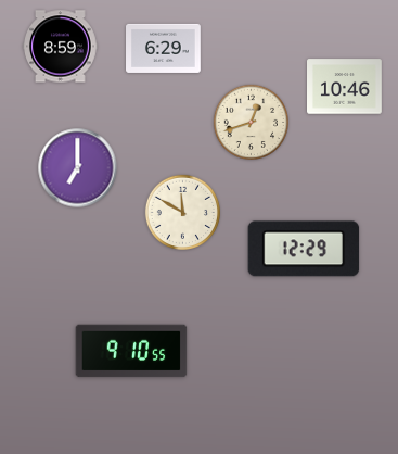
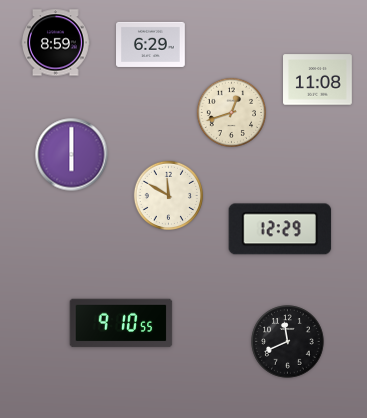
clock at (345, 87): 10:46 -> 11:08
clock at (78, 168): 7:00 -> 6:00
clock at (288, 342): none -> 11:41
